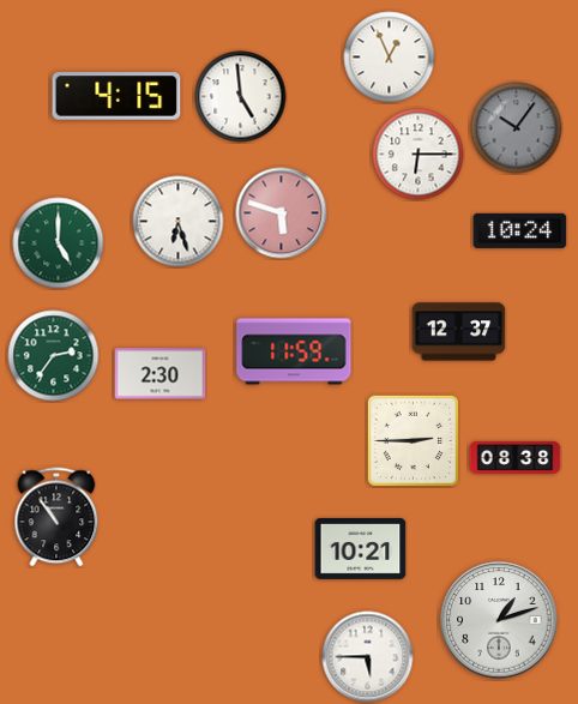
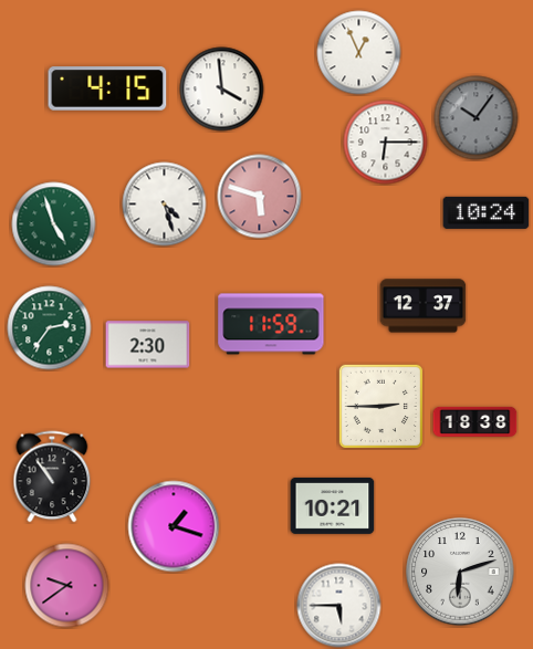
clock at (241, 97): 4:59 -> 3:59
clock at (179, 222): 6:27 -> 4:27
clock at (520, 230) position: (520, 230) -> (487, 212)
clock at (59, 243): 5:00 -> 4:57
clock at (516, 457): 08:38 -> 18:38
clock at (174, 526): none -> 1:18
clock at (499, 620): 1:12 -> 6:12
clock at (67, 586): none -> 9:39
